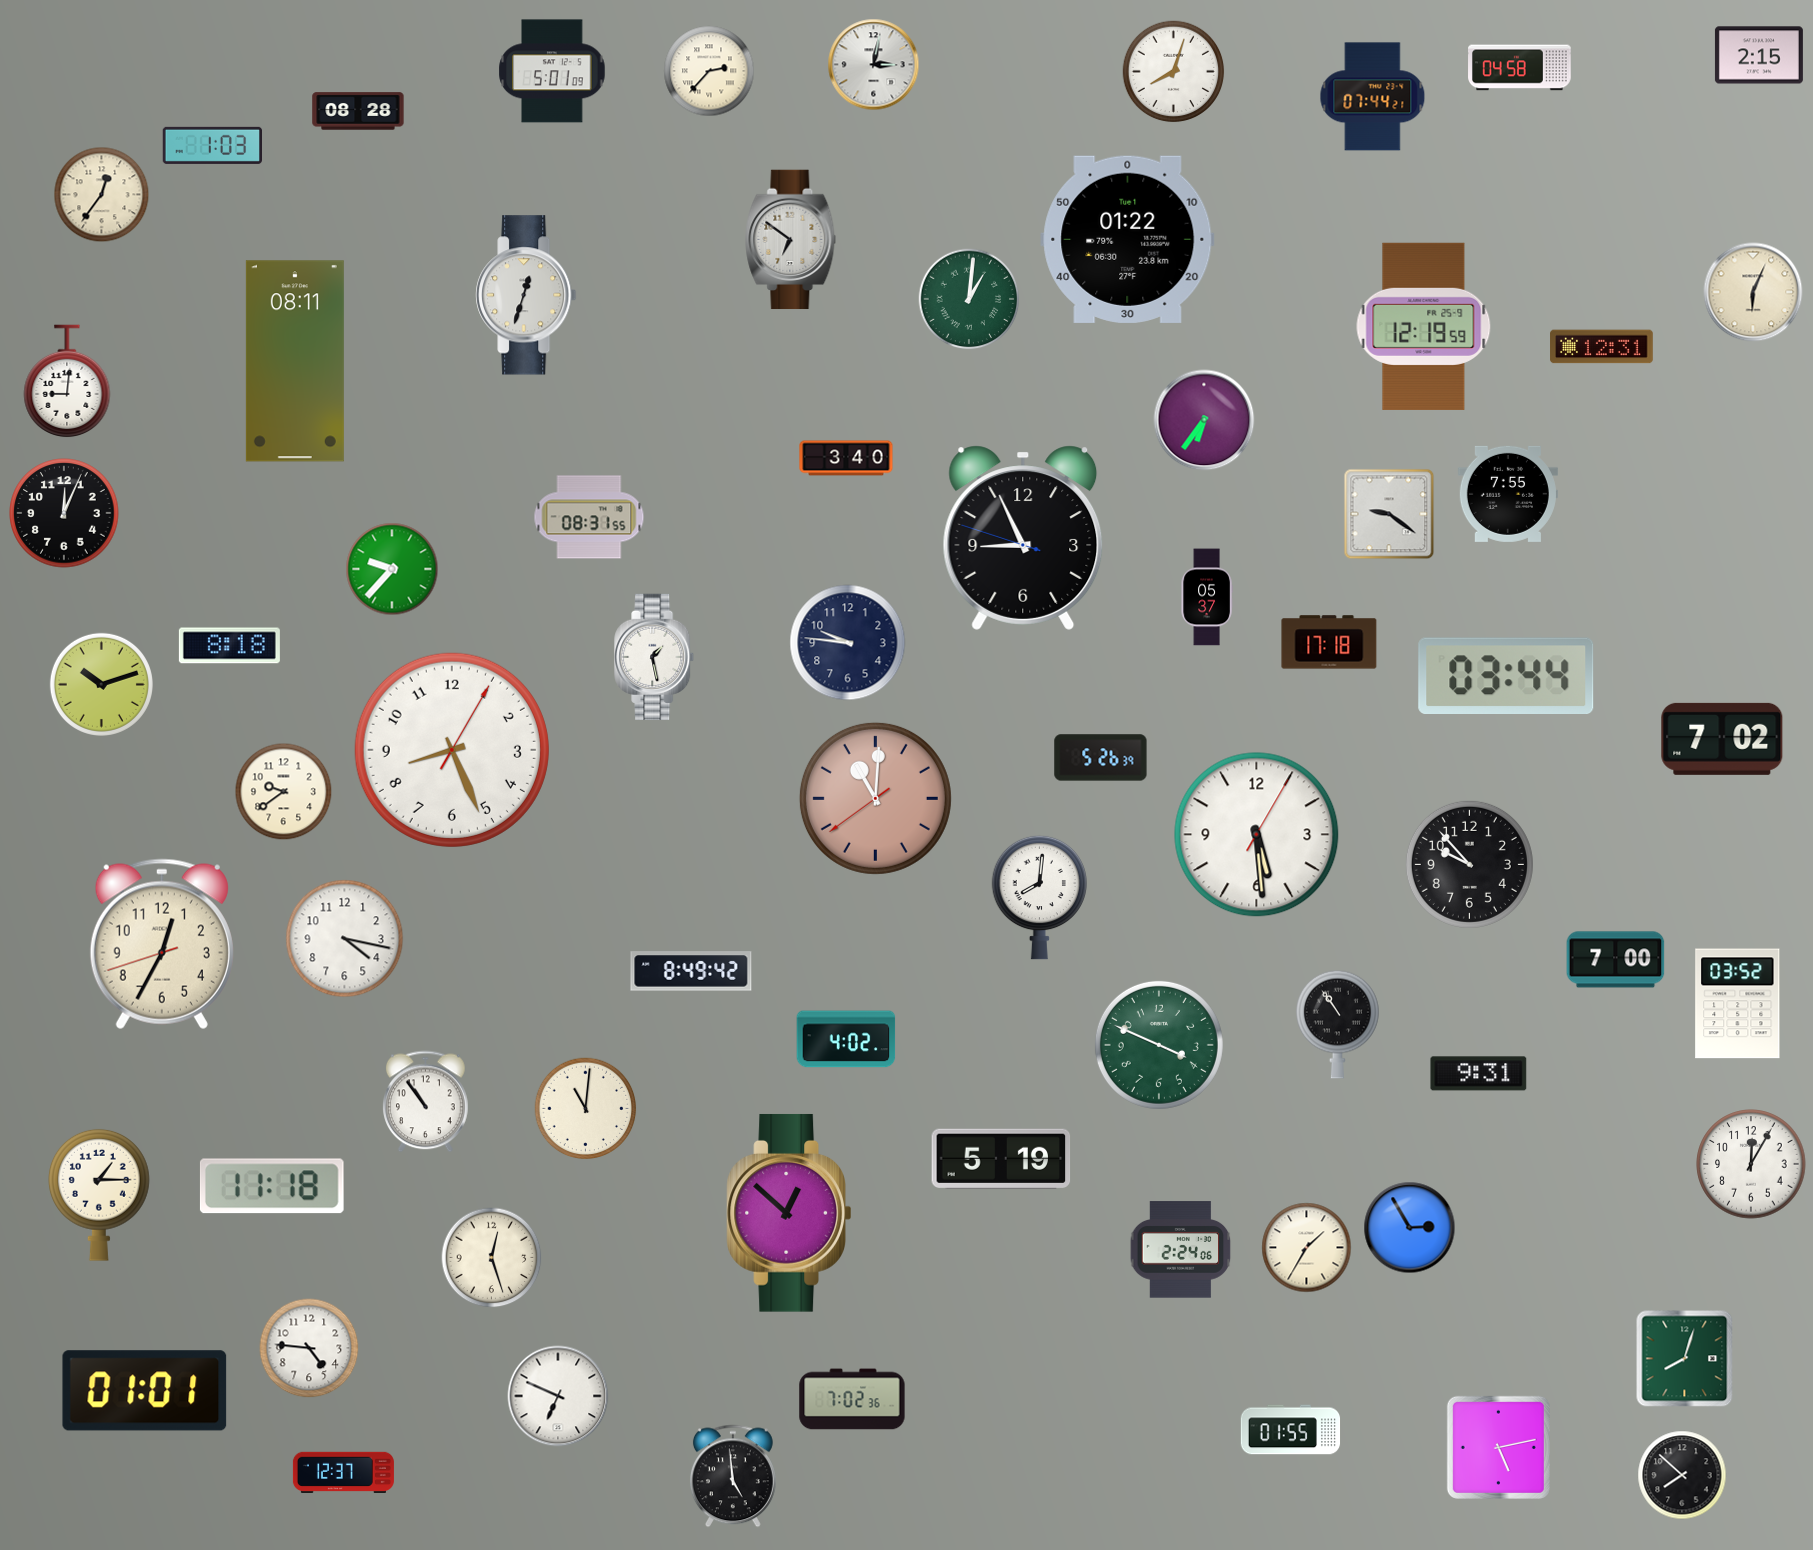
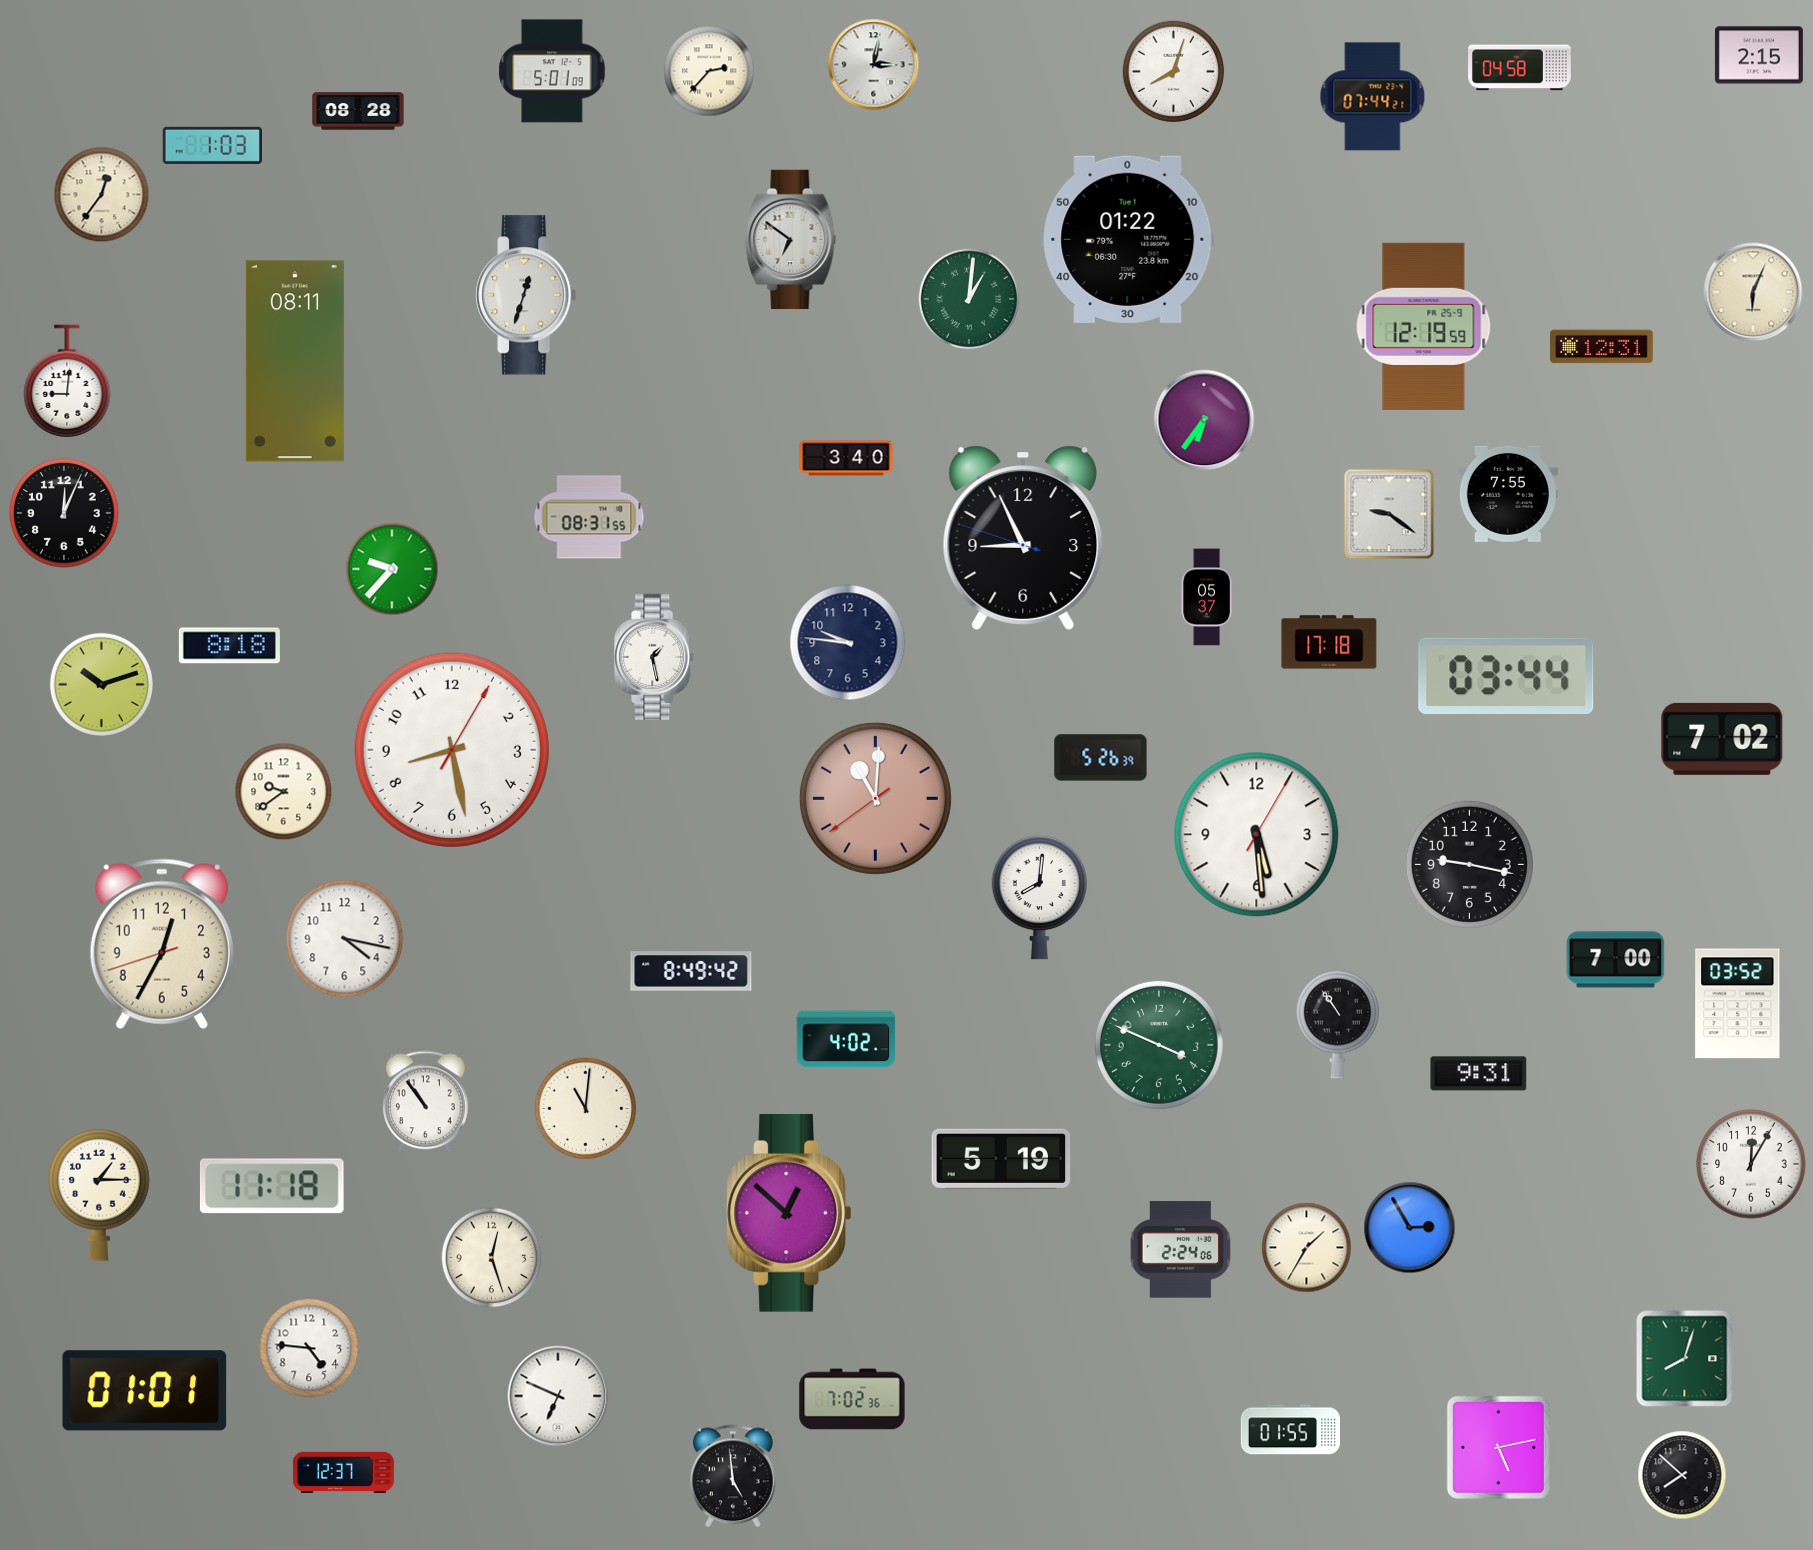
clock at (452, 750): 8:26 -> 8:28
clock at (1469, 864): 9:53 -> 9:17
